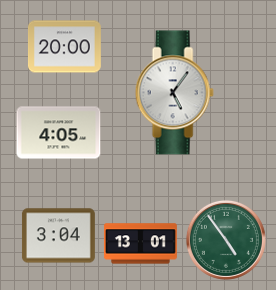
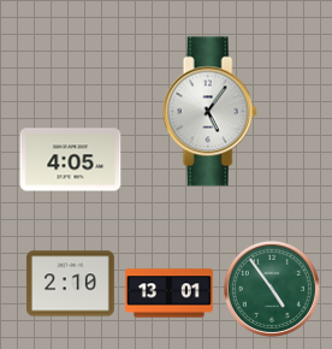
clock at (64, 47): 20:00 -> none
clock at (58, 236): 3:04 -> 2:10
